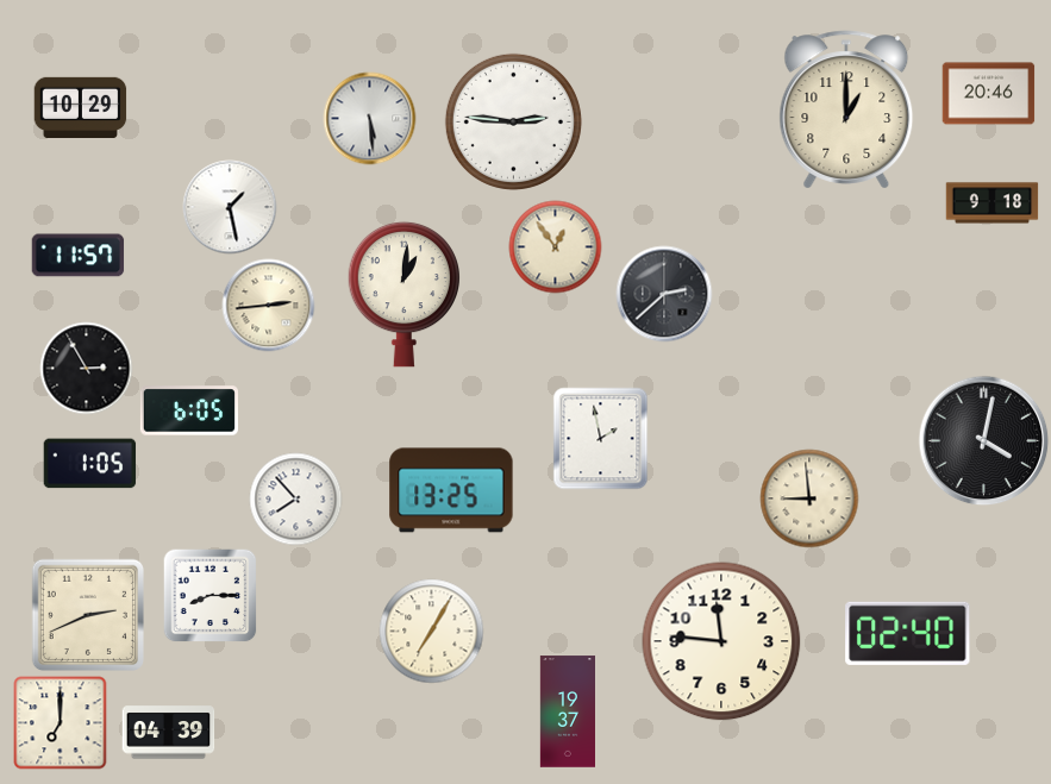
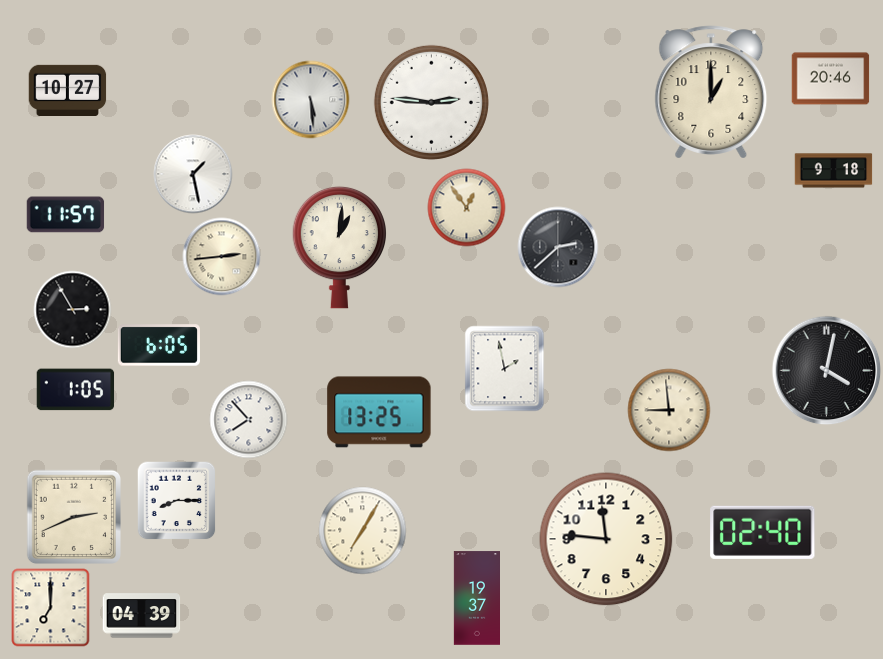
clock at (80, 107): 10:29 -> 10:27
clock at (268, 305) position: (268, 305) -> (221, 256)
clock at (809, 498) position: (809, 498) -> (669, 410)
